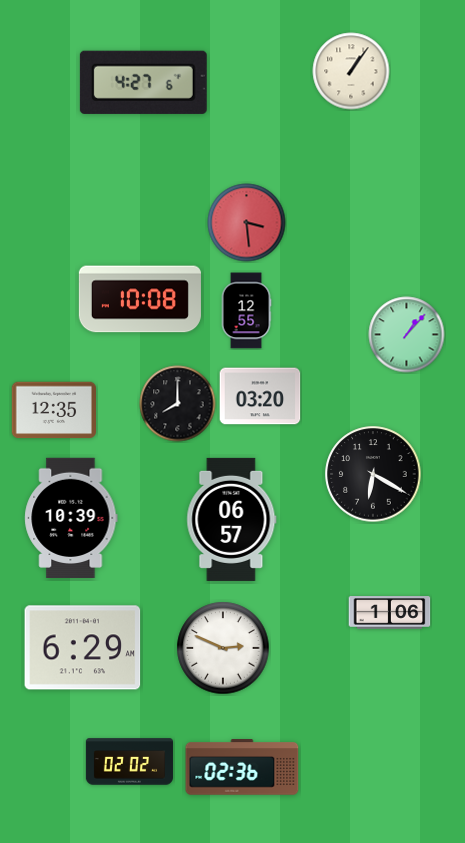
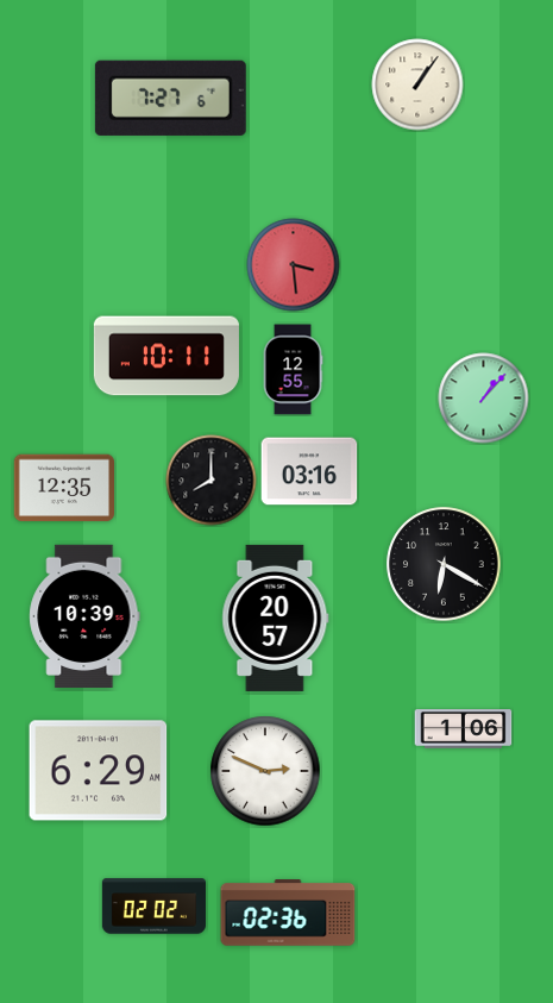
clock at (143, 82): 4:27 -> 7:27
clock at (140, 299): 10:08 -> 10:11
clock at (260, 396): 03:20 -> 03:16
clock at (232, 519): 06:57 -> 20:57
